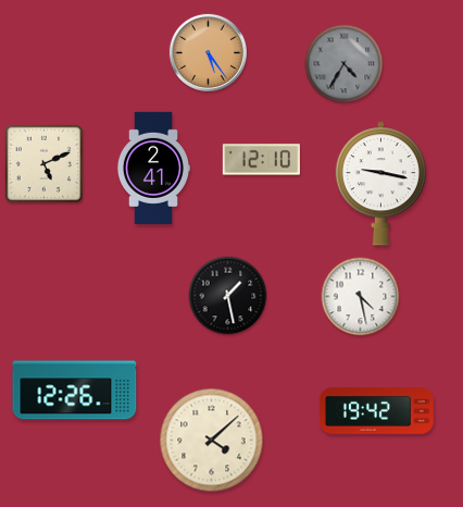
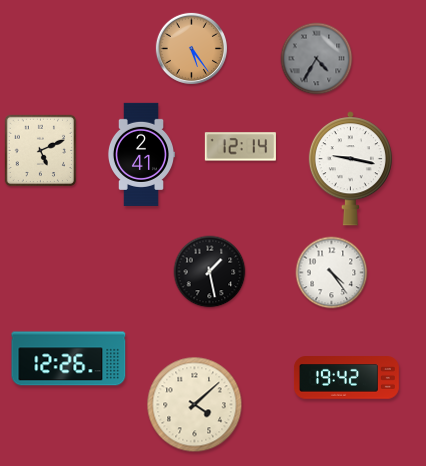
clock at (261, 160): 12:10 -> 12:14
clock at (361, 297): 4:28 -> 4:24
